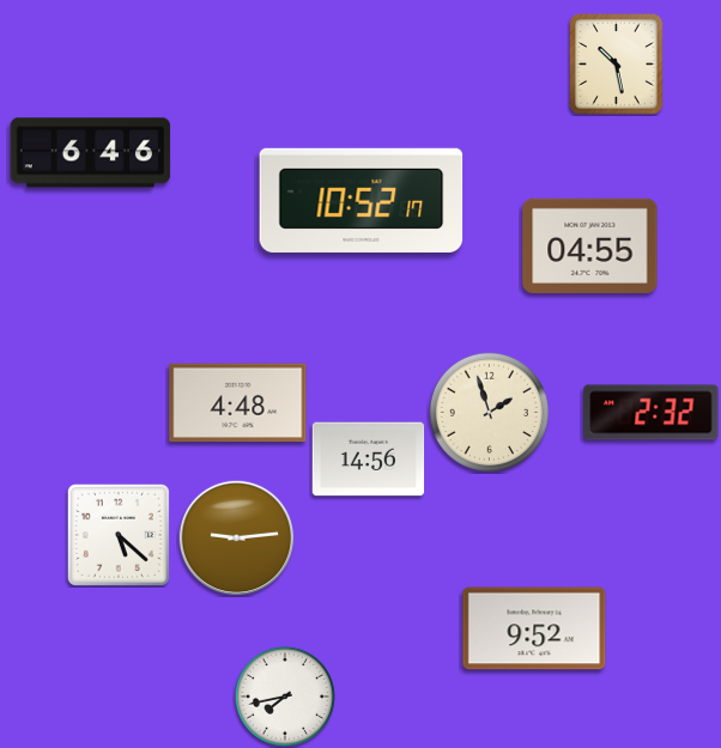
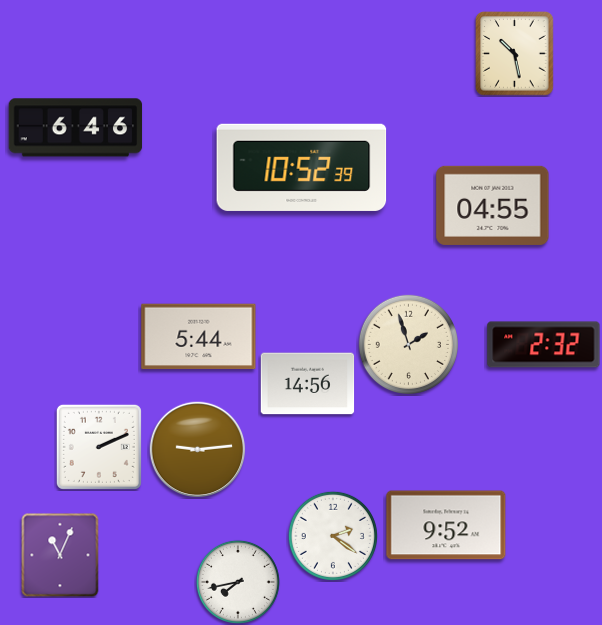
clock at (362, 200): 10:52:17 -> 10:52:39
clock at (238, 403): 4:48 -> 5:44
clock at (119, 535): 5:22 -> 2:11
clock at (333, 536): none -> 2:21
clock at (60, 555): none -> 11:04
